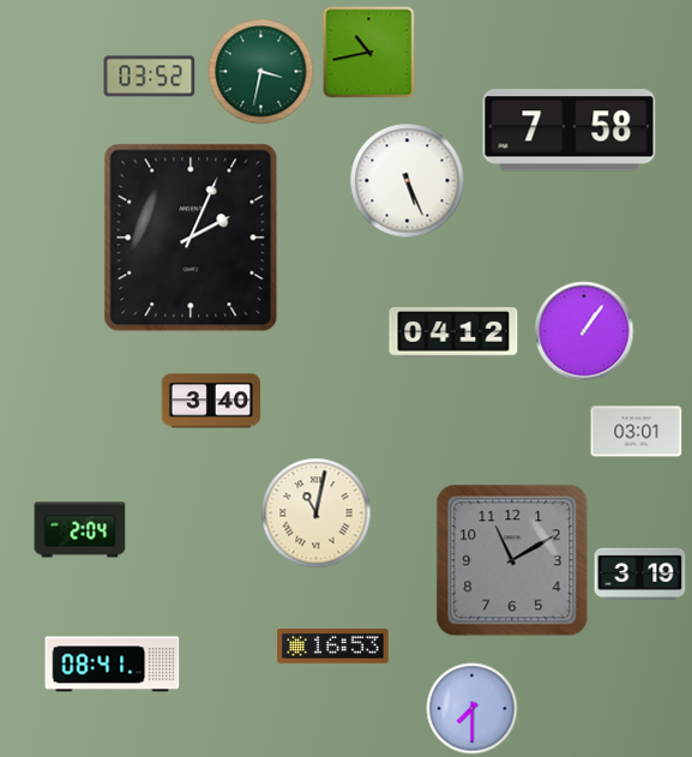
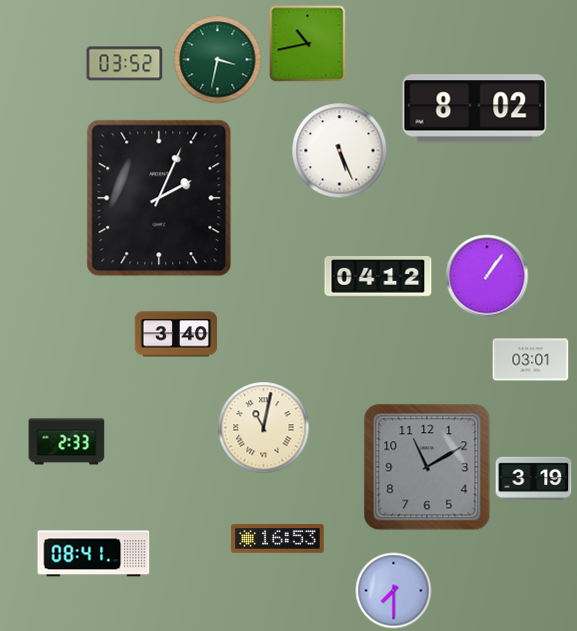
clock at (570, 131): 7:58 -> 8:02
clock at (80, 530): 2:04 -> 2:33
